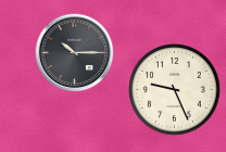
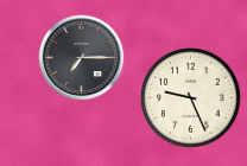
clock at (75, 53): 10:15 -> 7:15
